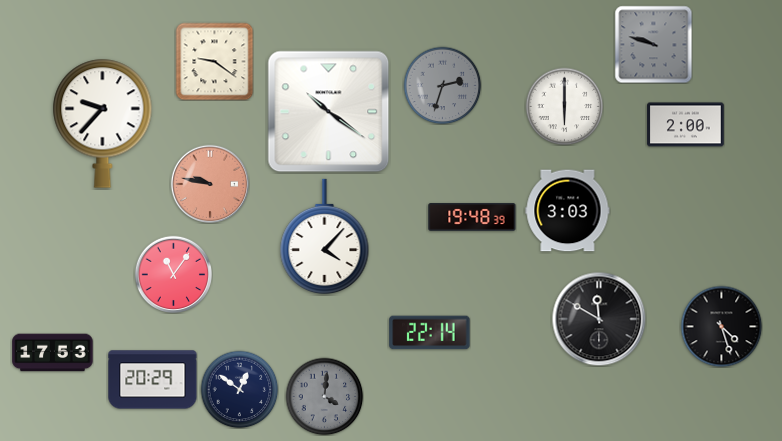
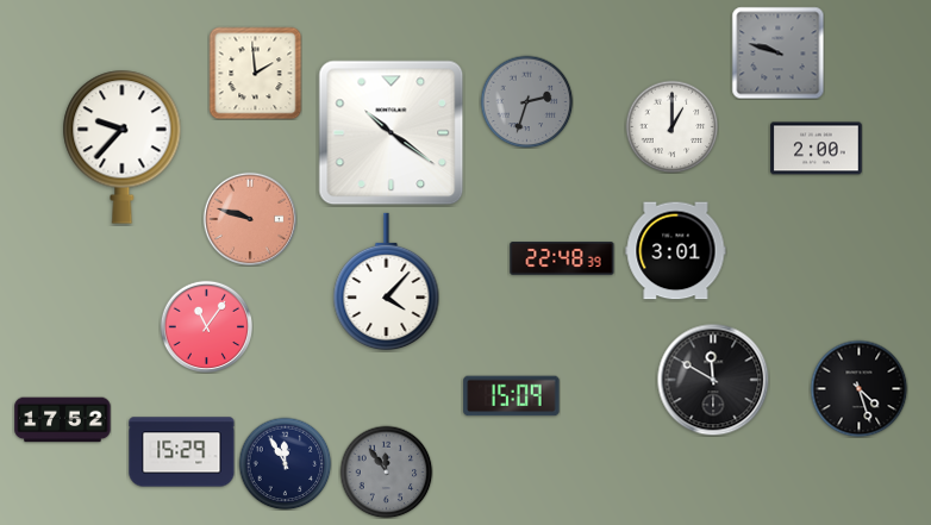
clock at (214, 61): 9:21 -> 1:59
clock at (564, 106): 6:00 -> 1:00
clock at (210, 184): 9:47 -> 9:48
clock at (568, 211): 3:03 -> 3:01
clock at (472, 217): 19:48 -> 22:48
clock at (430, 333): 22:14 -> 15:09
clock at (53, 353): 17:53 -> 17:52
clock at (153, 380): 20:29 -> 15:29
clock at (239, 389): 12:51 -> 11:55
clock at (324, 396): 4:01 -> 11:54
